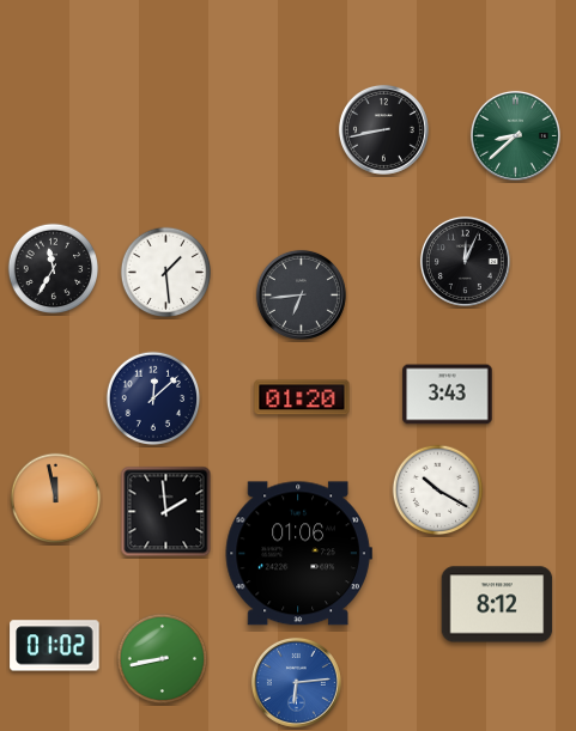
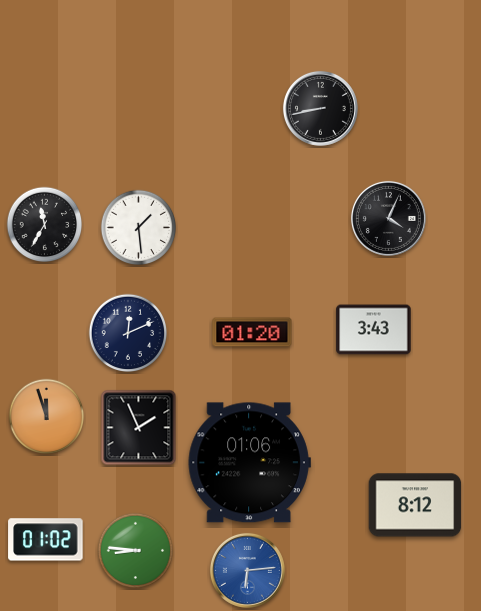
clock at (515, 135): 8:38 -> none
clock at (465, 261): 12:04 -> 4:04
clock at (301, 294): 6:44 -> none
clock at (153, 398): 12:08 -> 12:11
clock at (438, 491): 10:20 -> none
clock at (56, 499): 11:58 -> 11:57
clock at (166, 512): 1:59 -> 1:56
clock at (163, 659): 8:43 -> 8:46
